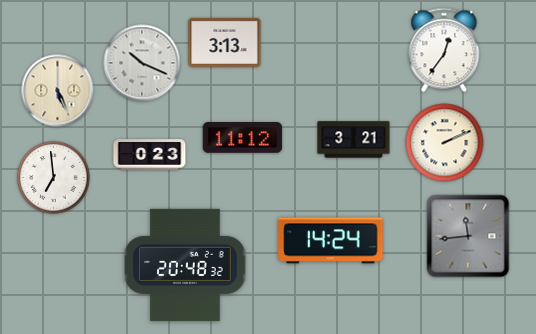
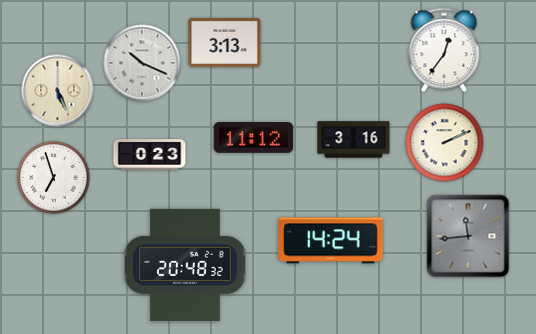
clock at (243, 138) position: (243, 138) -> (254, 138)
clock at (354, 140): 3:21 -> 3:16
clock at (54, 178): 6:59 -> 6:57
